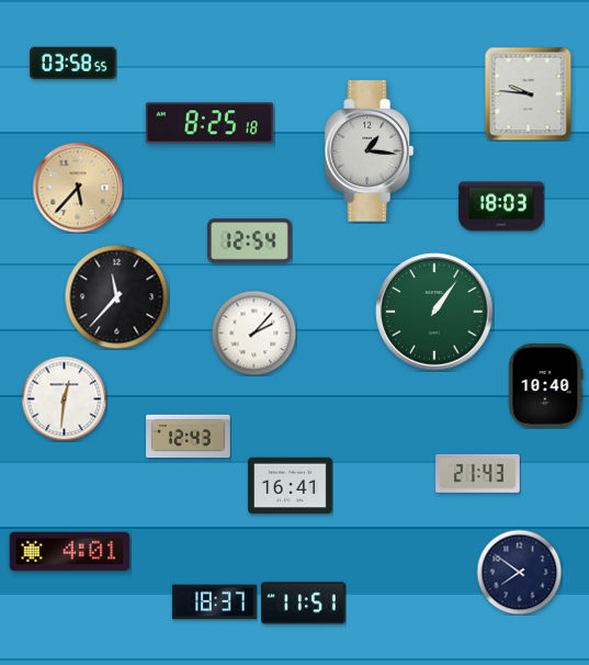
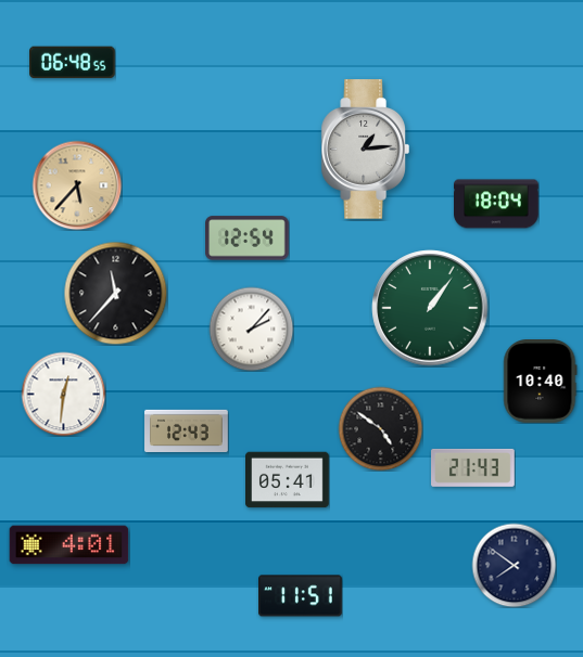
clock at (73, 64): 03:58 -> 06:48
clock at (529, 93): 9:46 -> none
clock at (209, 123): 8:25 -> none
clock at (369, 151): 1:16 -> 1:14
clock at (501, 206): 18:03 -> 18:04
clock at (380, 428): none -> 4:51
clock at (291, 486): 16:41 -> 05:41
clock at (215, 602): 18:37 -> none
